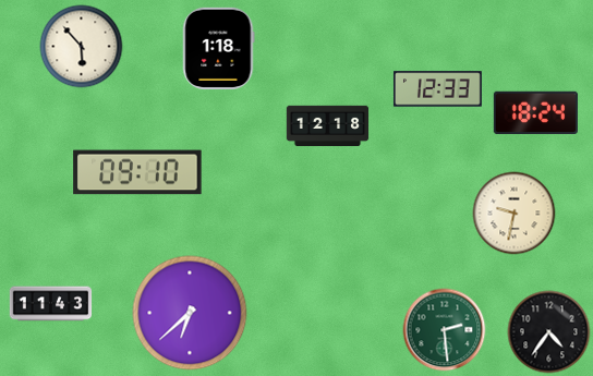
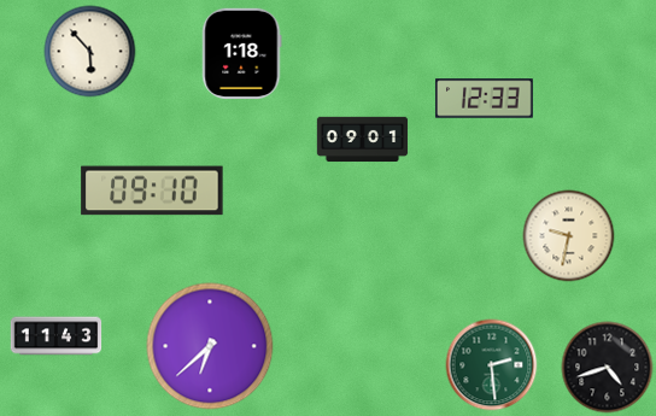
clock at (535, 112): 18:24 -> none
clock at (328, 126): 12:18 -> 09:01
clock at (549, 332): 4:36 -> 4:42
